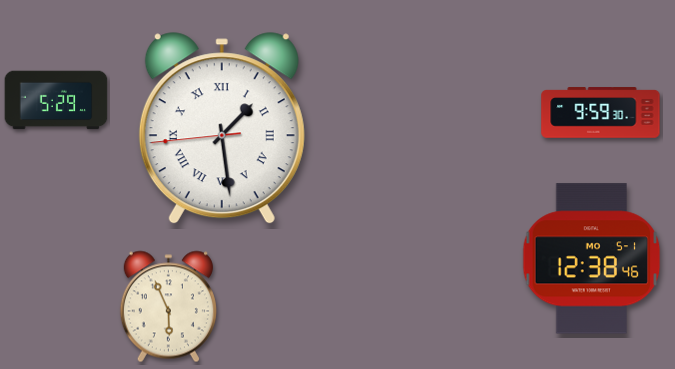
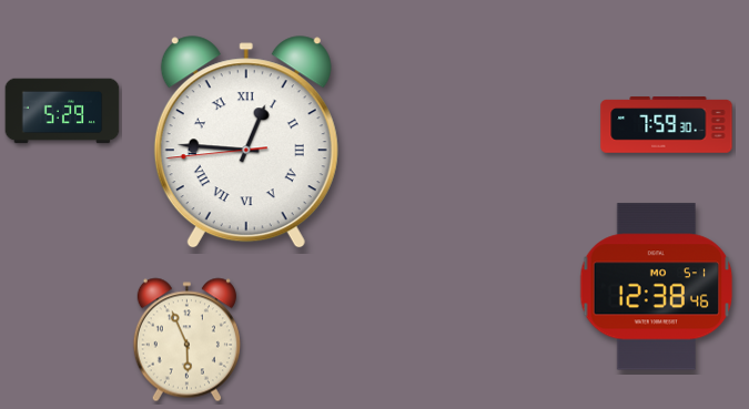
clock at (601, 113): 9:59 -> 7:59
clock at (222, 129): 1:28 -> 12:45
